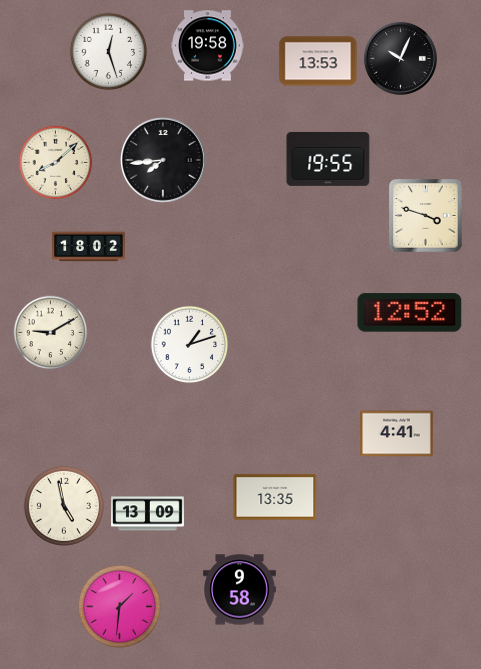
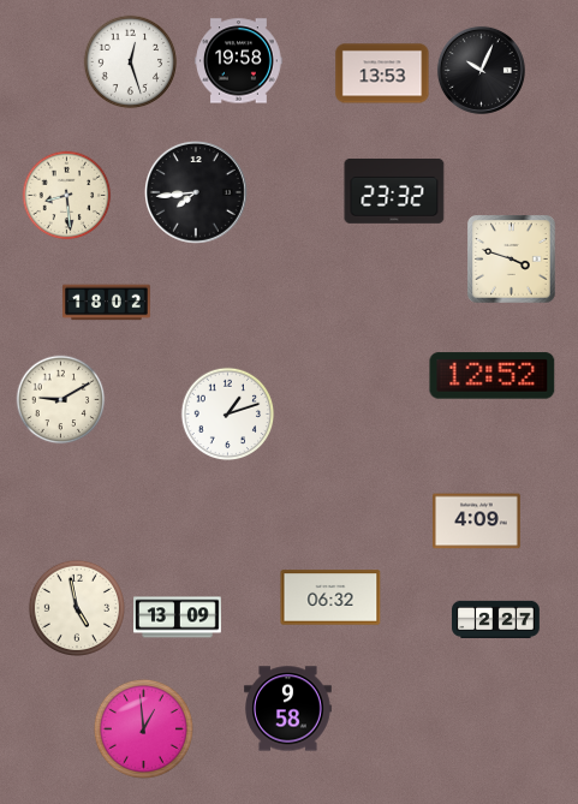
clock at (208, 46) position: (208, 46) -> (239, 61)
clock at (328, 159): 19:55 -> 23:32
clock at (56, 163): 8:08 -> 8:29
clock at (89, 247) position: (89, 247) -> (107, 303)
clock at (397, 434): 4:41 -> 4:09
clock at (275, 497): 13:35 -> 06:32
clock at (496, 619): none -> 2:27
clock at (119, 606): 1:31 -> 12:59
